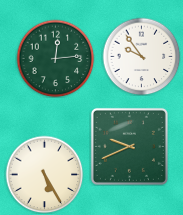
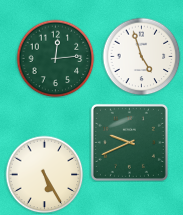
clock at (141, 56): 9:54 -> 4:57
clock at (129, 146) position: (129, 146) -> (129, 142)
